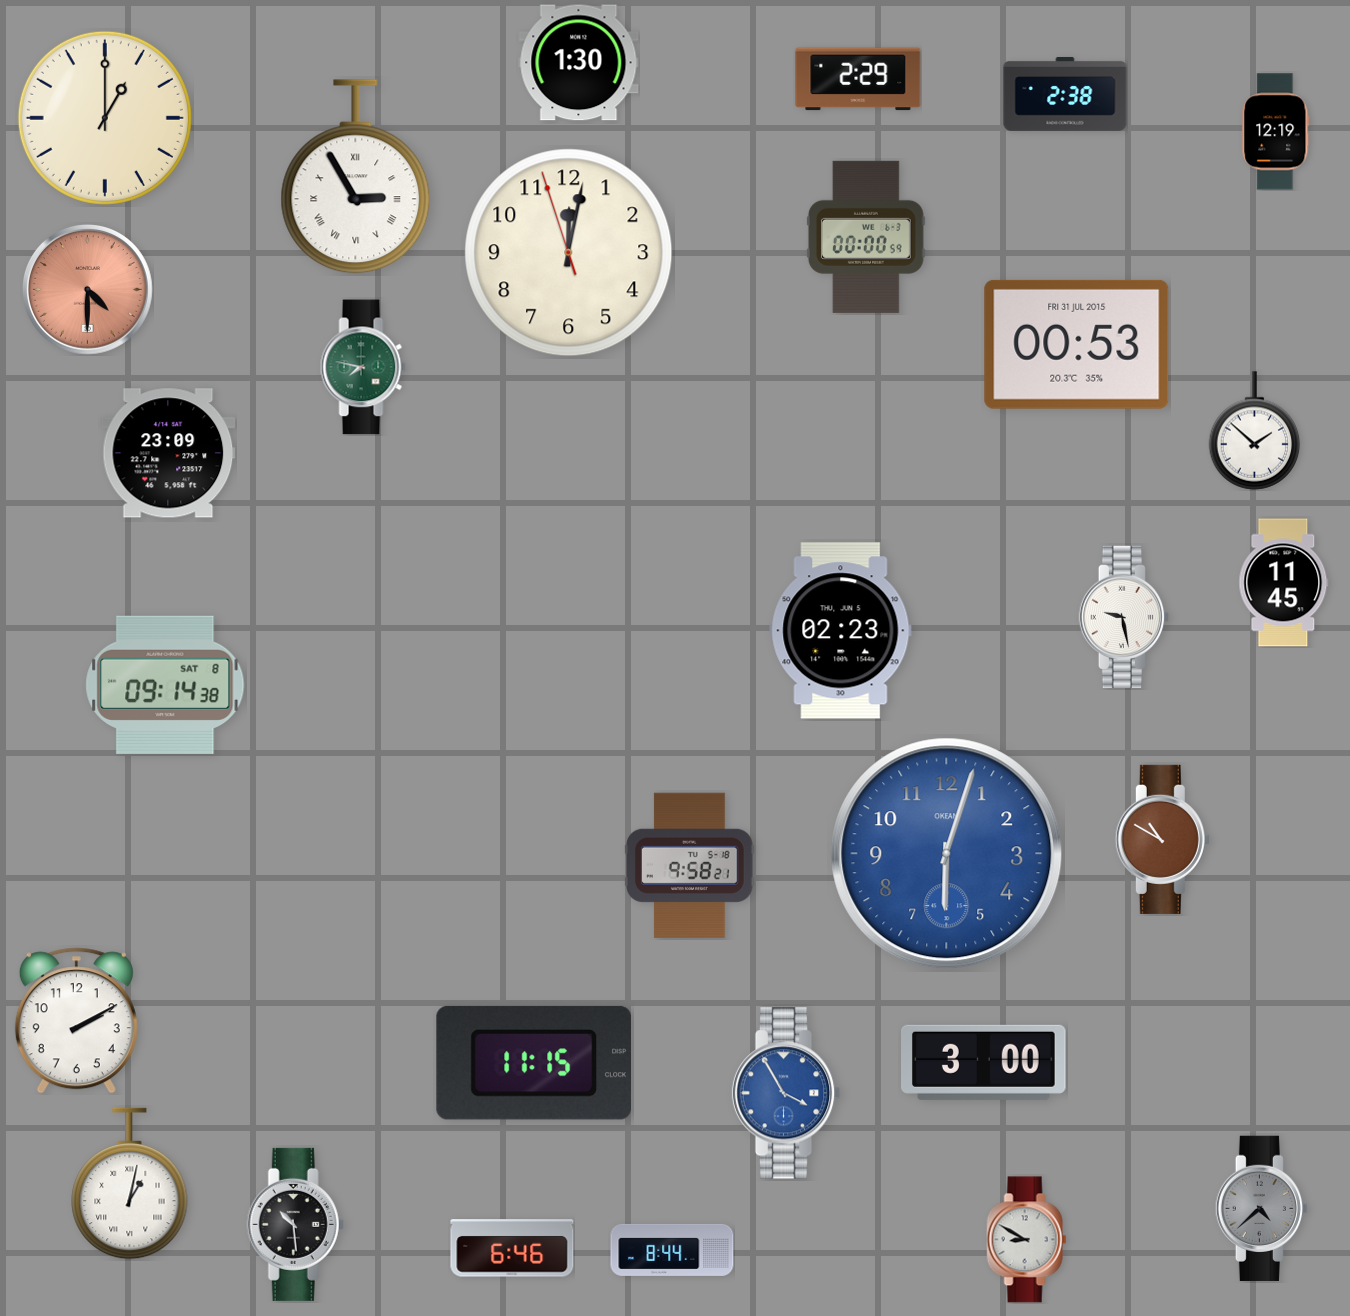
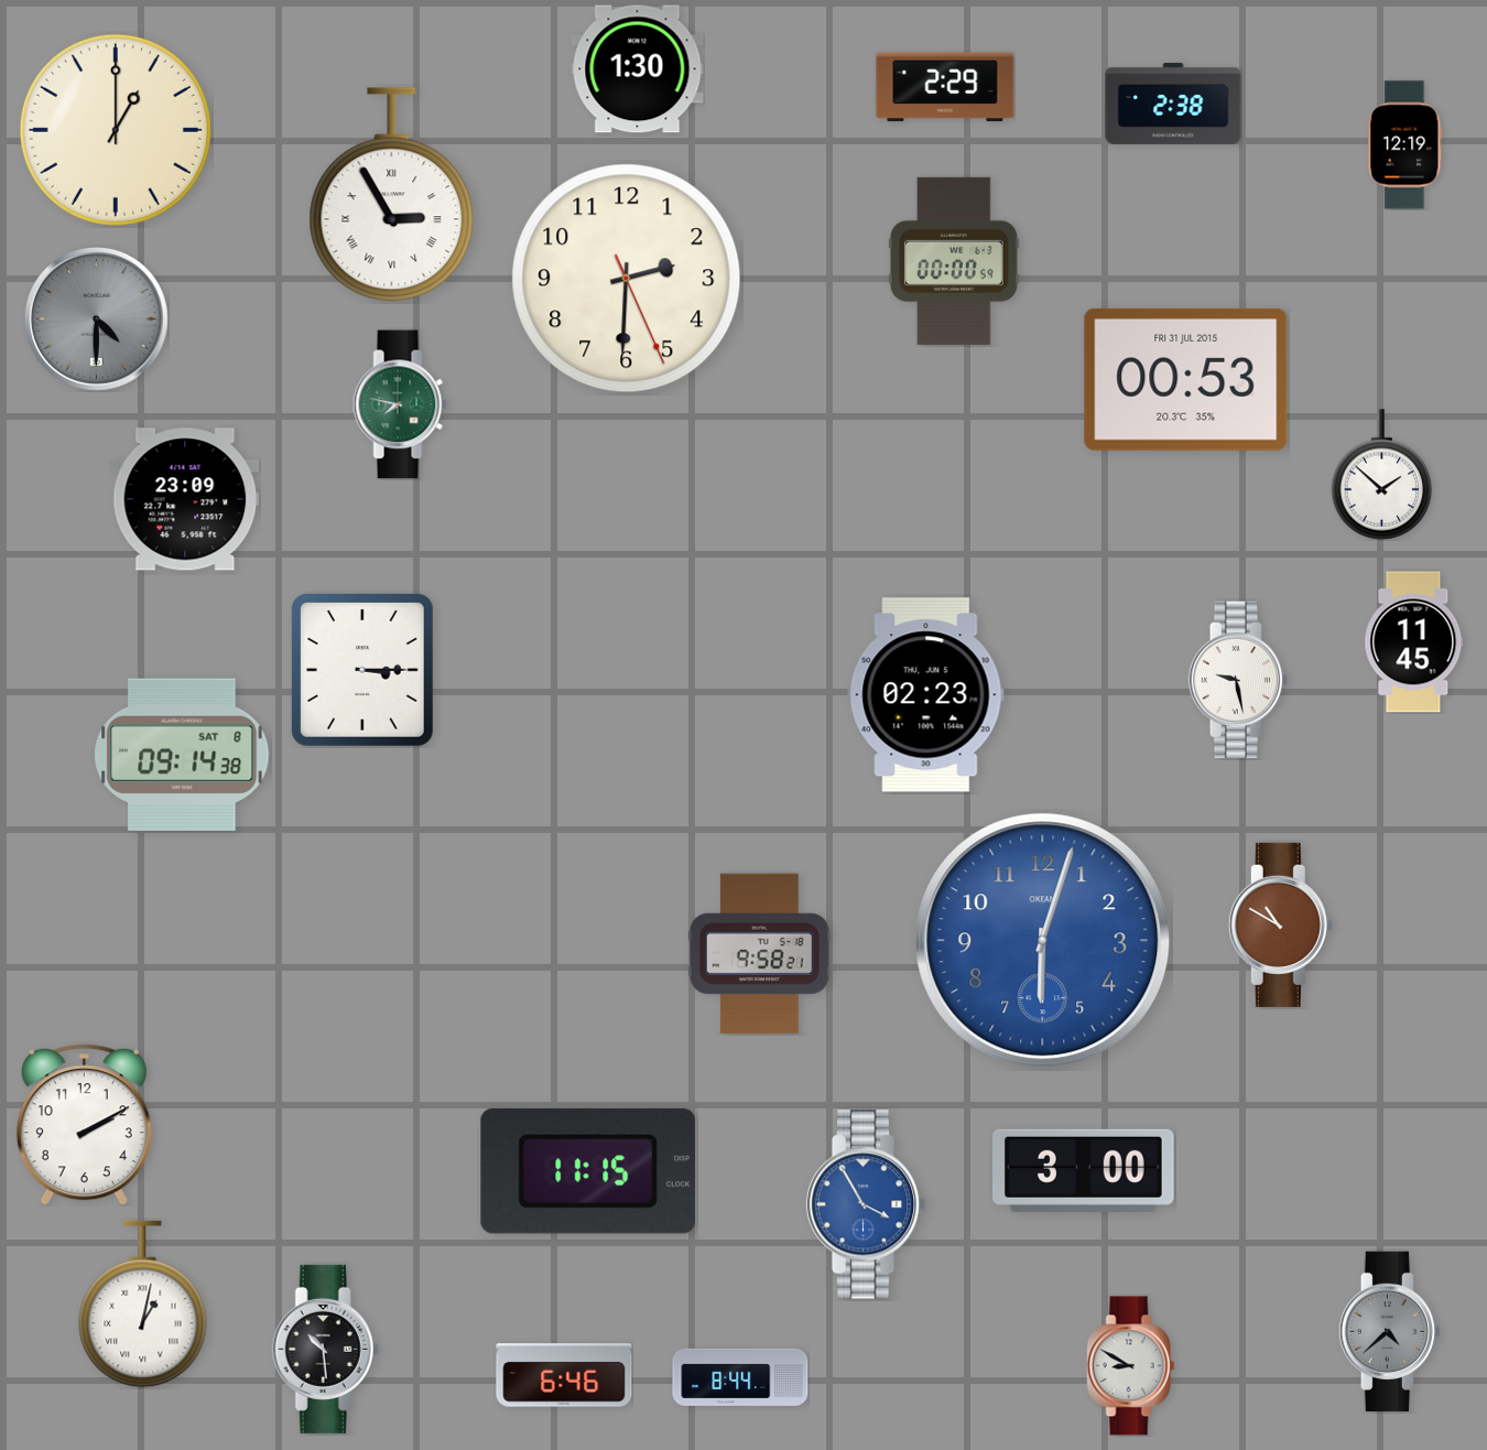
clock at (569, 253): 12:01 -> 2:30
clock at (87, 289) dial: salmon -> grey
clock at (362, 671): none -> 3:15
